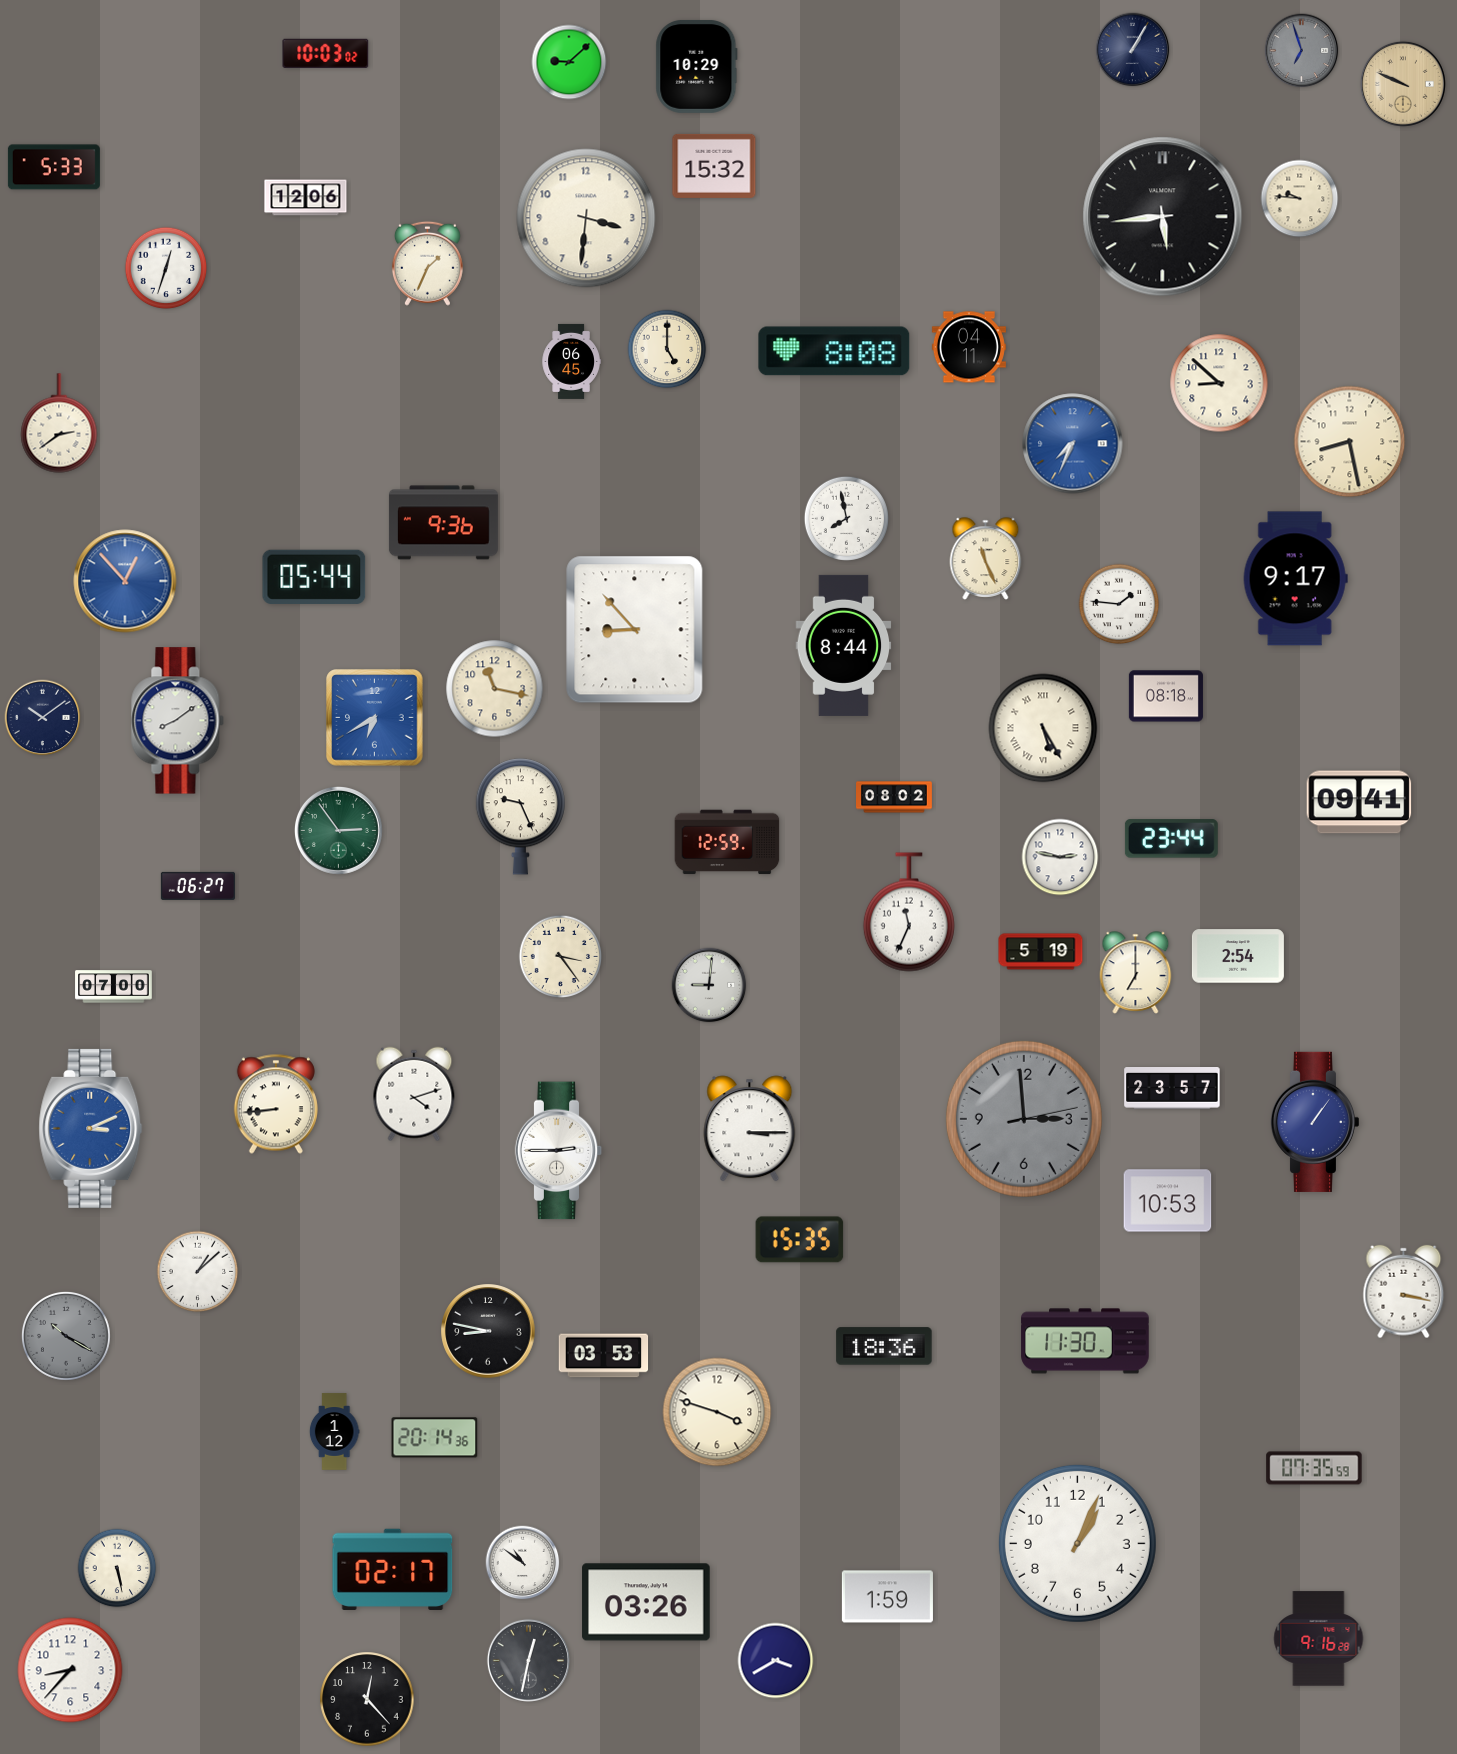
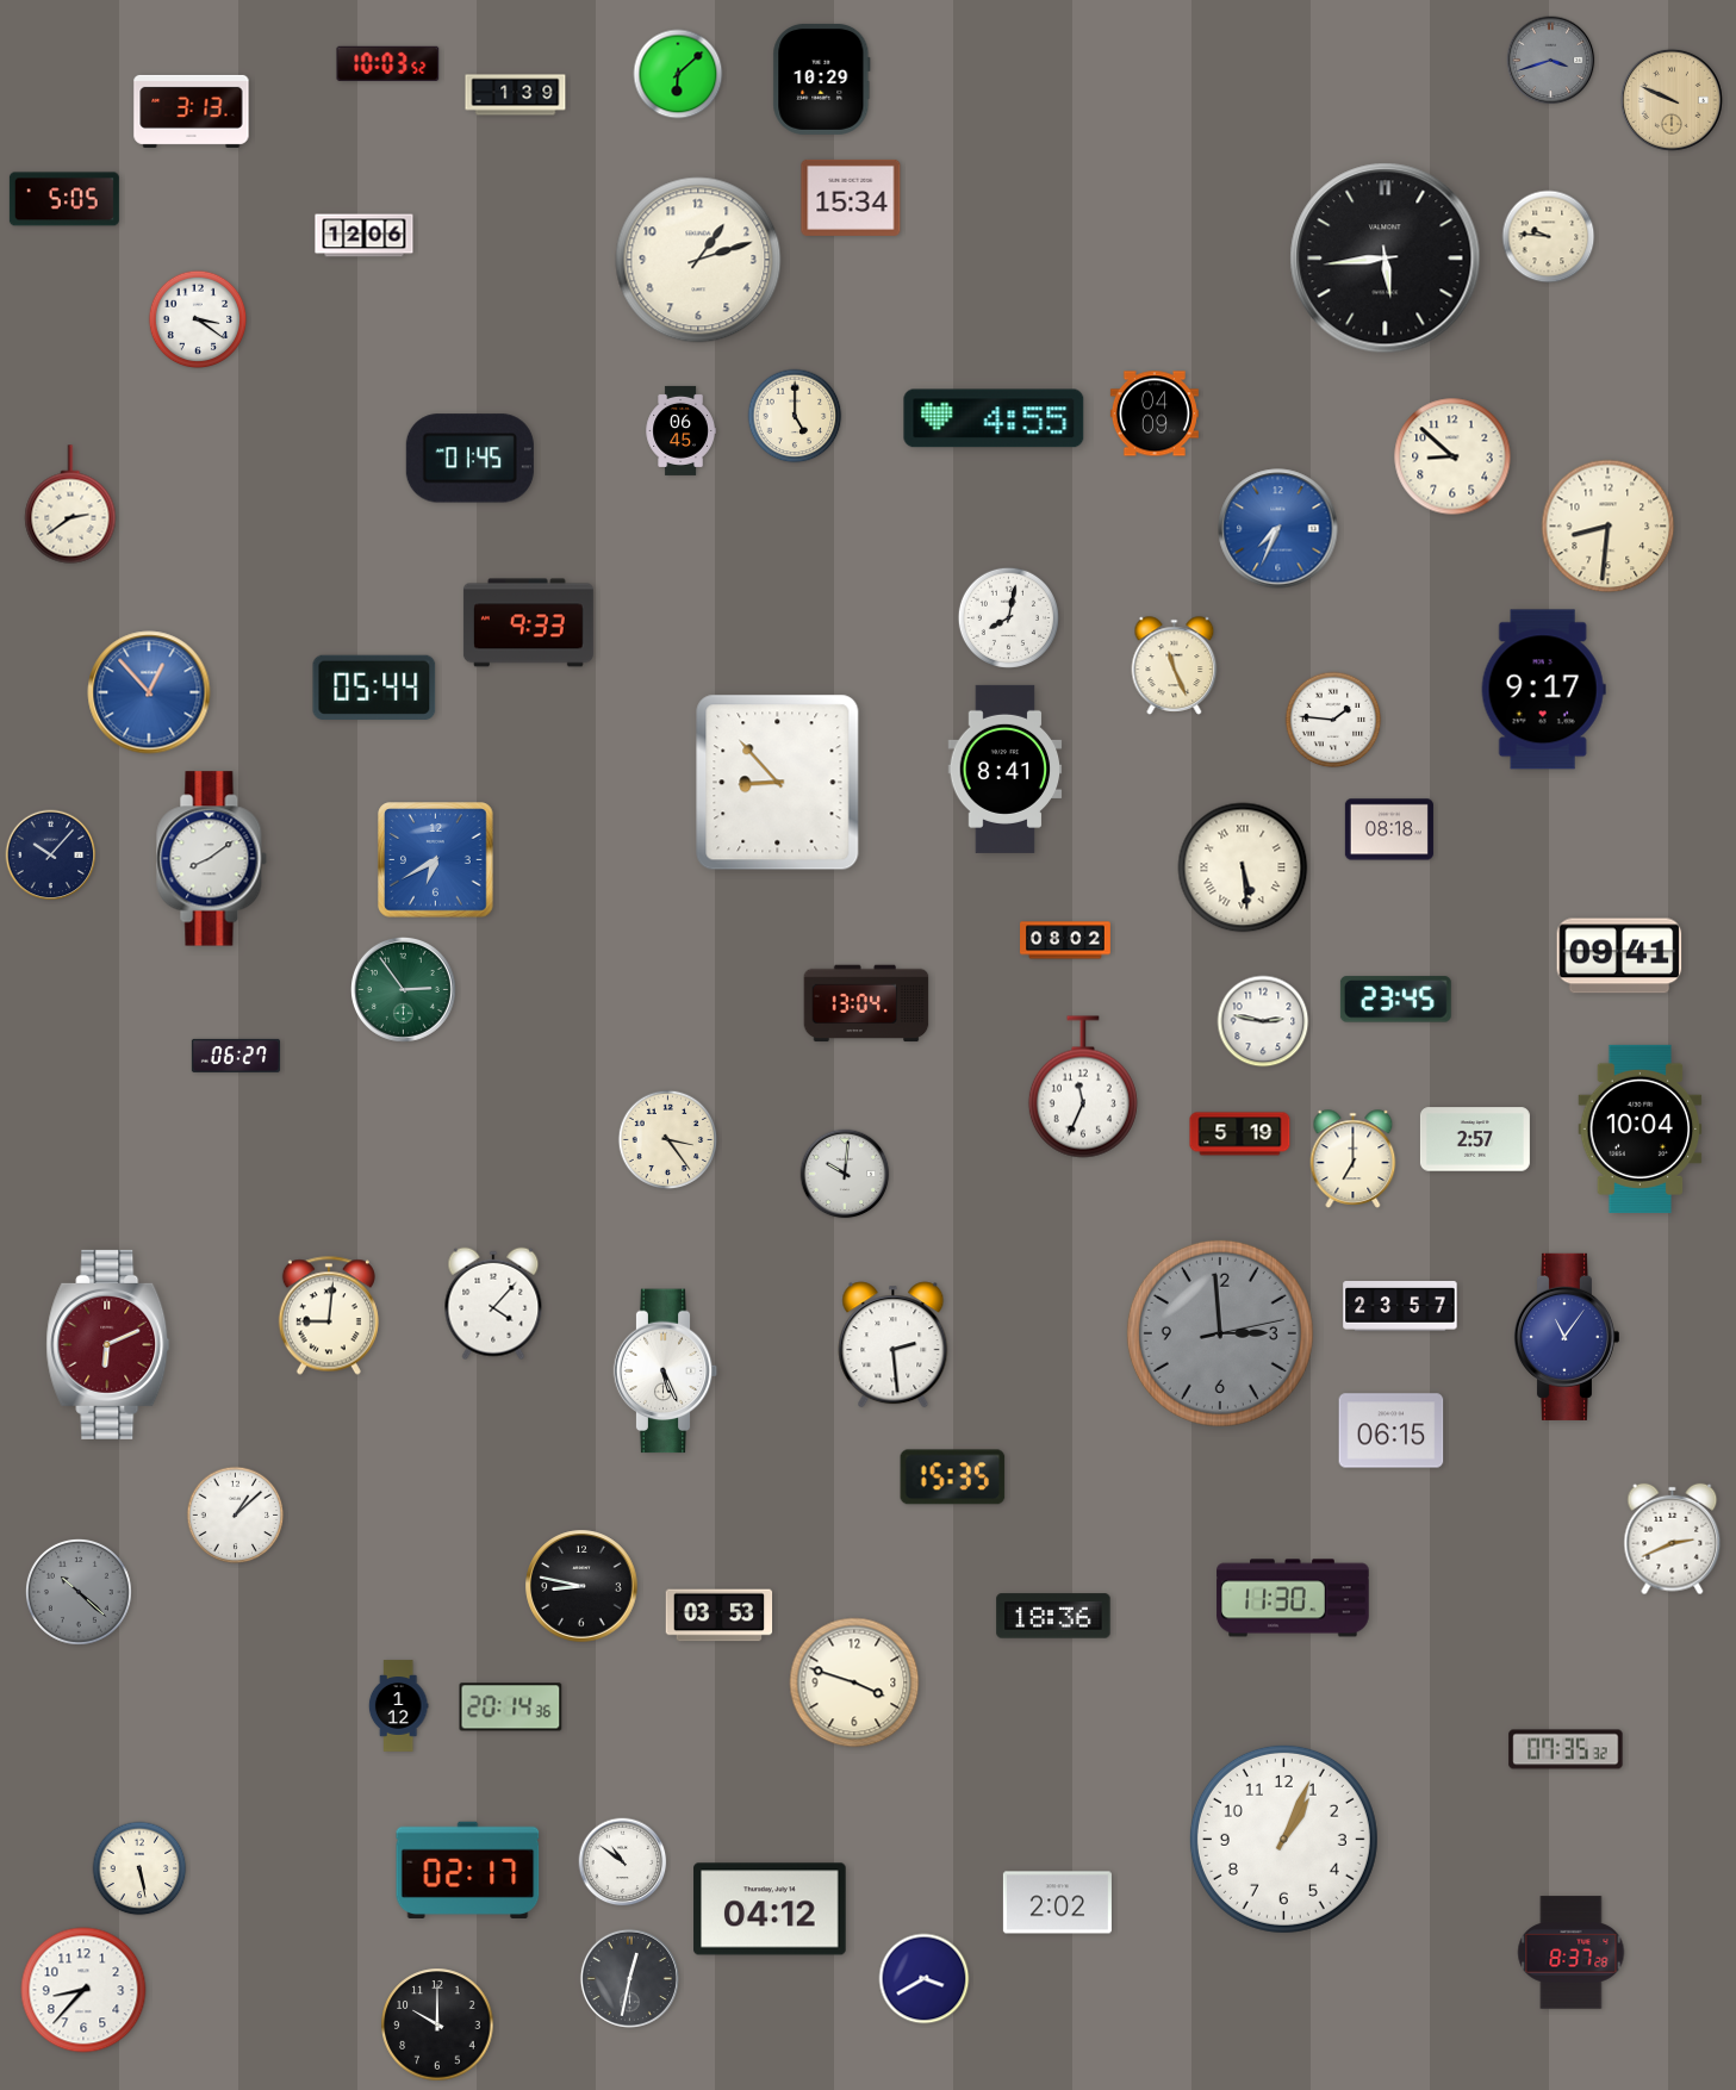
clock at (1133, 50): 1:05 -> none
clock at (1302, 51): 6:57 -> 3:42
clock at (326, 53): 10:03:02 -> 10:03:52
clock at (569, 62): 9:08 -> 6:08
clock at (697, 66) position: (697, 66) -> (822, 79)
clock at (516, 95): none -> 1:39
clock at (192, 111): none -> 3:13
clock at (714, 166): 15:32 -> 15:34
clock at (54, 167): 5:33 -> 5:05
clock at (586, 218): 3:31 -> 1:12
clock at (427, 263): 1:34 -> none
clock at (166, 268): 12:33 -> 3:21
clock at (969, 347): 04:11 -> 04:09
clock at (834, 351): 8:08 -> 4:55
clock at (469, 459): none -> 01:45
clock at (1350, 442): 8:28 -> 8:31
clock at (846, 518): 7:58 -> 8:02
clock at (443, 523): 9:36 -> 9:33
clock at (635, 630) position: (635, 630) -> (778, 783)
clock at (844, 645): 8:44 -> 8:41
clock at (495, 689): 11:17 -> none
clock at (43, 718): 10:09 -> 10:07
clock at (375, 718) position: (375, 718) -> (436, 860)
clock at (1043, 728): 5:25 -> 5:29
clock at (895, 797) position: (895, 797) -> (1066, 940)
clock at (520, 817): 9:26 -> none
clock at (1171, 839): 23:44 -> 23:45
clock at (727, 842): 12:59 -> 13:04
clock at (1641, 1128): none -> 10:04
clock at (1238, 956): 2:54 -> 2:57
clock at (709, 985): 9:01 -> 10:01
clock at (114, 987): 07:00 -> none
clock at (1172, 1089) position: (1172, 1089) -> (1400, 1307)
clock at (414, 1094): 4:12 -> 4:07
clock at (276, 1104): 8:44 -> 9:01
clock at (1314, 1122): 1:06 -> 11:06
clock at (91, 1128): 3:11 -> 6:11
clock at (91, 1128) dial: blue -> burgundy
clock at (750, 1129): 3:15 -> 2:29
clock at (559, 1151): 2:45 -> 5:26
clock at (1168, 1201): 10:53 -> 06:15
clock at (1404, 1292): 3:17 -> 2:41
clock at (66, 1336): 10:20 -> 10:22
clock at (884, 1346) position: (884, 1346) -> (1053, 1616)
clock at (435, 1438) position: (435, 1438) -> (511, 1708)
clock at (1314, 1468): 07:35:59 -> 07:35:32
clock at (887, 1597): 1:59 -> 2:02
clock at (646, 1602): 03:26 -> 04:12
clock at (1319, 1639): 9:16 -> 8:37
clock at (367, 1699): 12:23 -> 10:00
